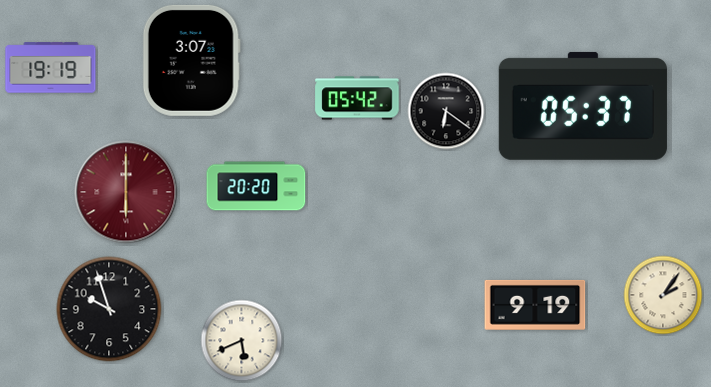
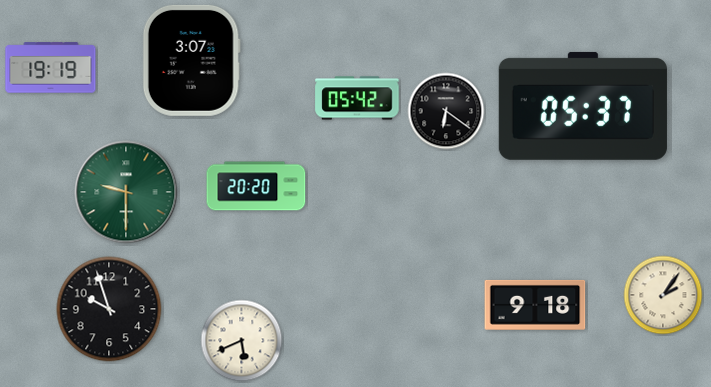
clock at (126, 192): 6:00 -> 9:30
clock at (126, 192) dial: burgundy -> green
clock at (535, 305): 9:19 -> 9:18
